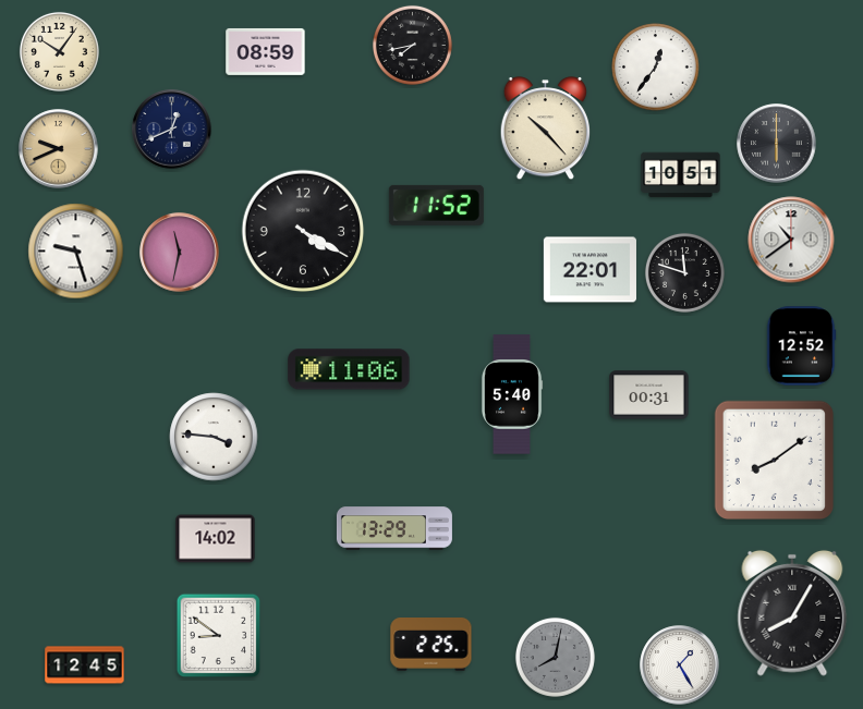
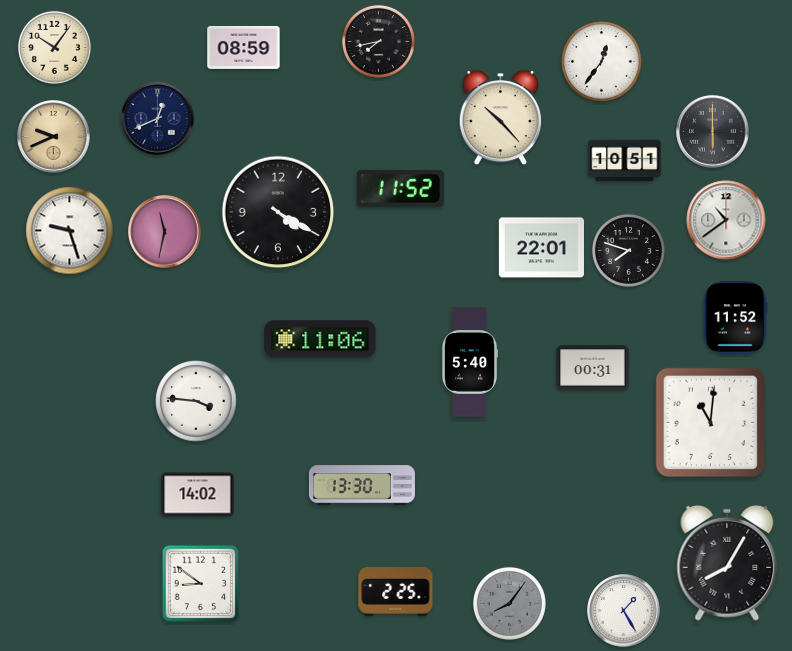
clock at (684, 272): 11:48 -> 7:48
clock at (801, 346): 12:52 -> 11:52
clock at (649, 395) position: (649, 395) -> (593, 368)
clock at (775, 461): 8:09 -> 11:01
clock at (394, 528): 13:29 -> 13:30
clock at (555, 657): 8:02 -> 8:06
clock at (85, 665): 12:45 -> none
